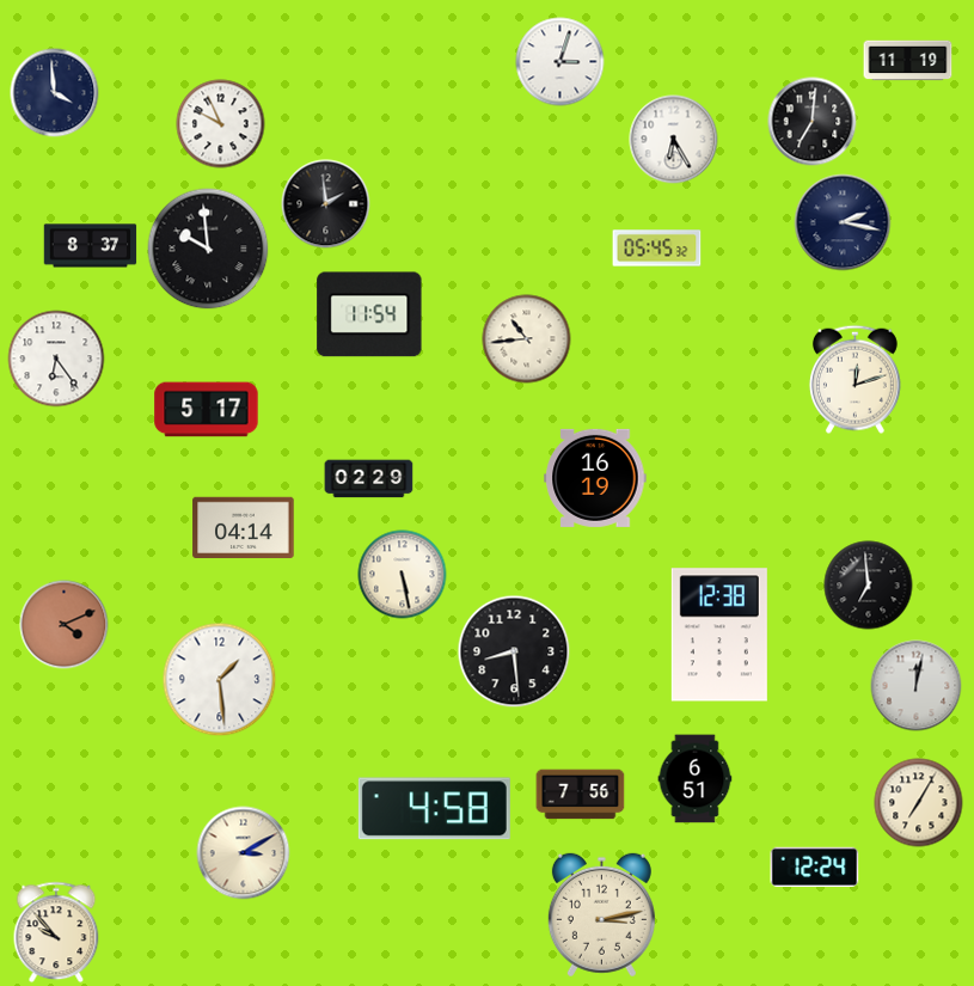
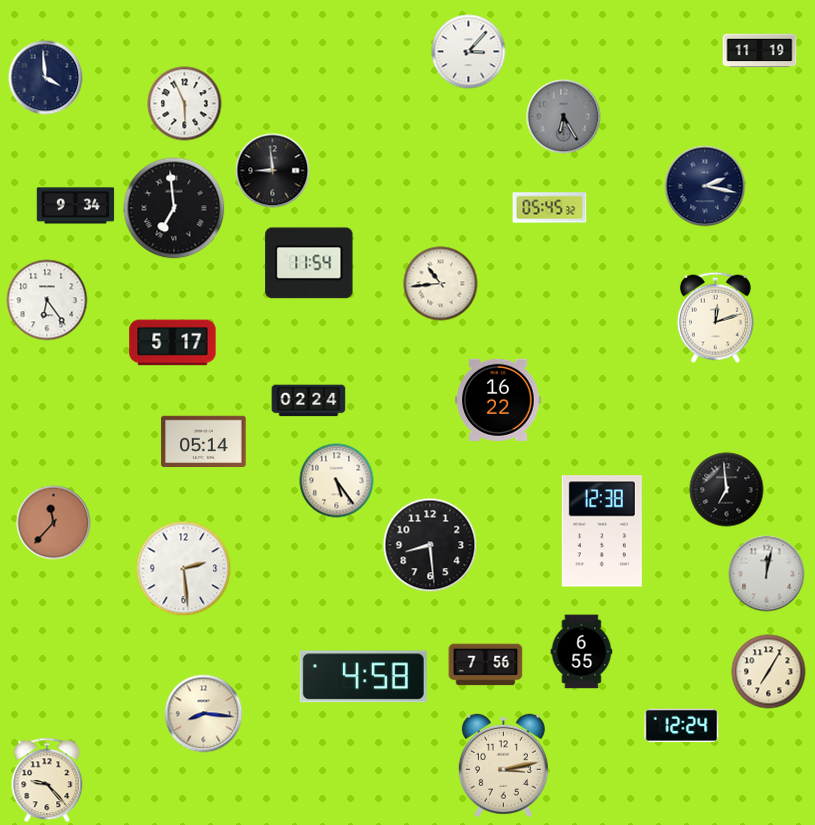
clock at (560, 62): 3:03 -> 3:07
clock at (813, 122): 7:01 -> none
clock at (221, 124): 9:56 -> 5:56
clock at (674, 140) dial: white -> grey
clock at (326, 204): 1:59 -> 8:59
clock at (91, 246): 8:37 -> 9:34
clock at (208, 249): 9:59 -> 6:59
clock at (595, 478): 16:19 -> 16:22
clock at (369, 479): 02:29 -> 02:24
clock at (244, 528): 04:14 -> 05:14
clock at (403, 575): 5:28 -> 5:24
clock at (65, 625): 4:11 -> 11:37
clock at (220, 680): 1:29 -> 2:29
clock at (696, 779): 6:51 -> 6:55
clock at (244, 853): 3:10 -> 8:16
clock at (56, 932): 9:53 -> 9:23
